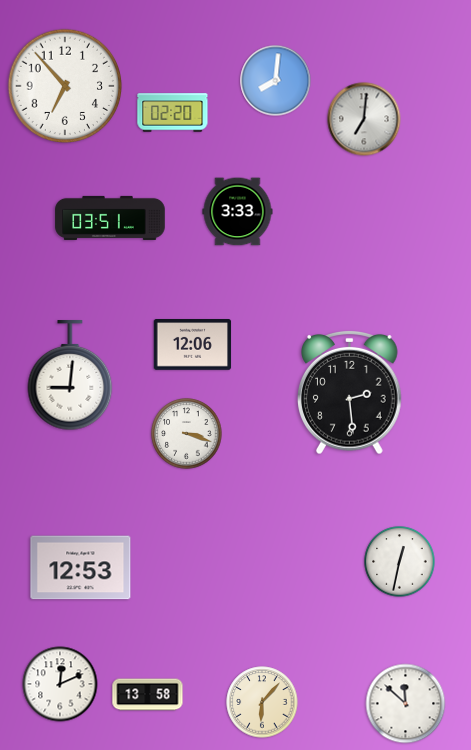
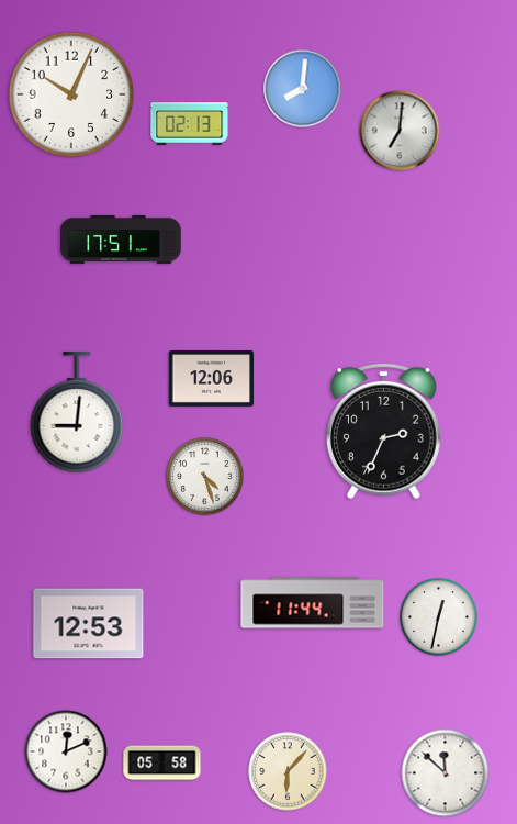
clock at (65, 86): 6:53 -> 10:04
clock at (173, 113): 02:20 -> 02:13
clock at (238, 212): 3:33 -> none
clock at (110, 218): 03:51 -> 17:51
clock at (350, 392): 2:29 -> 2:34
clock at (187, 434): 3:18 -> 4:27
clock at (313, 603): none -> 11:44
clock at (148, 695): 13:58 -> 05:58
